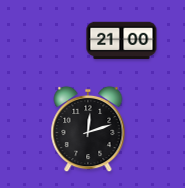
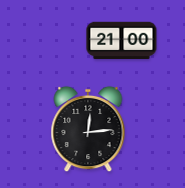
clock at (88, 129): 12:12 -> 12:14
